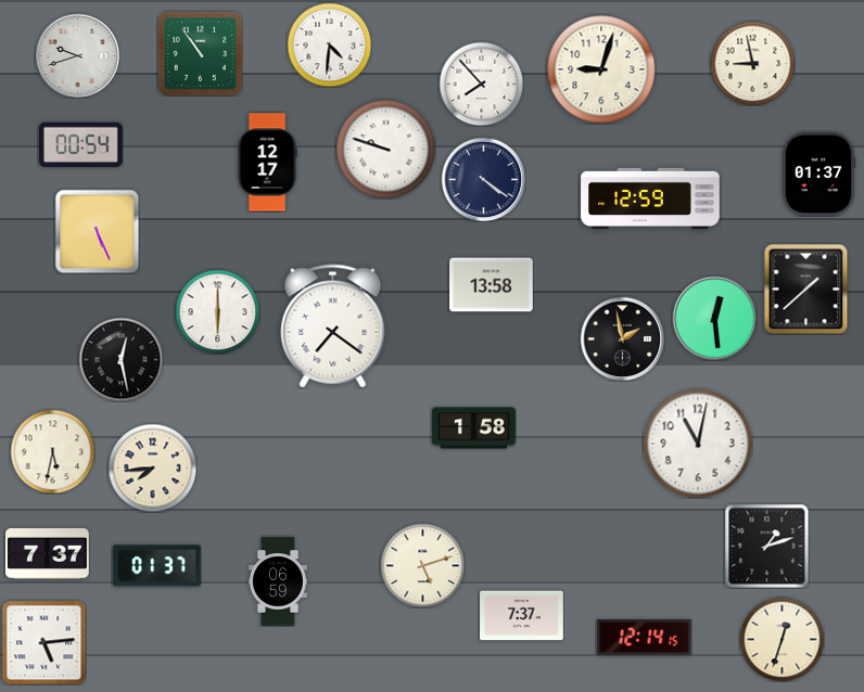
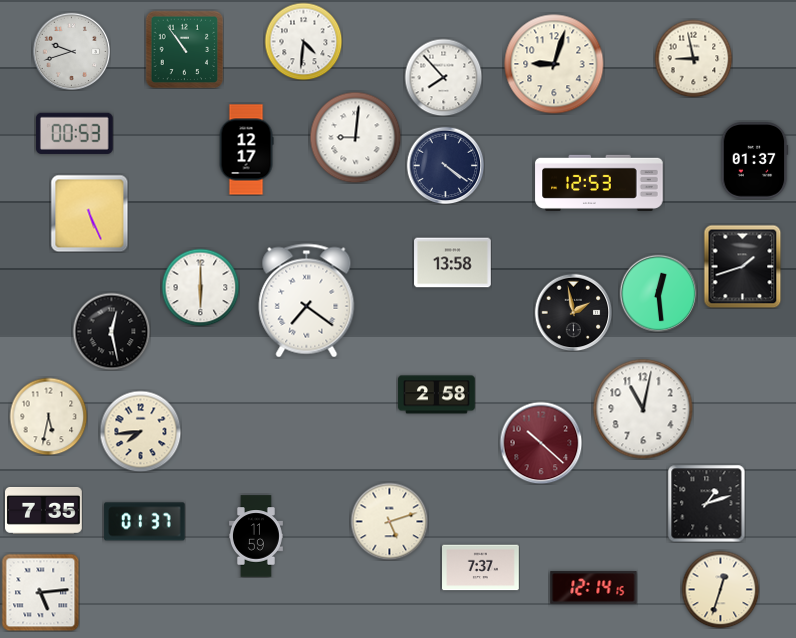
clock at (80, 144): 00:54 -> 00:53
clock at (385, 149): 9:48 -> 9:01
clock at (650, 198): 12:59 -> 12:53
clock at (806, 289): 1:38 -> 1:42
clock at (474, 428): 1:58 -> 2:58
clock at (541, 443): none -> 10:22
clock at (48, 553): 7:37 -> 7:35
clock at (279, 581): 06:59 -> 11:59
